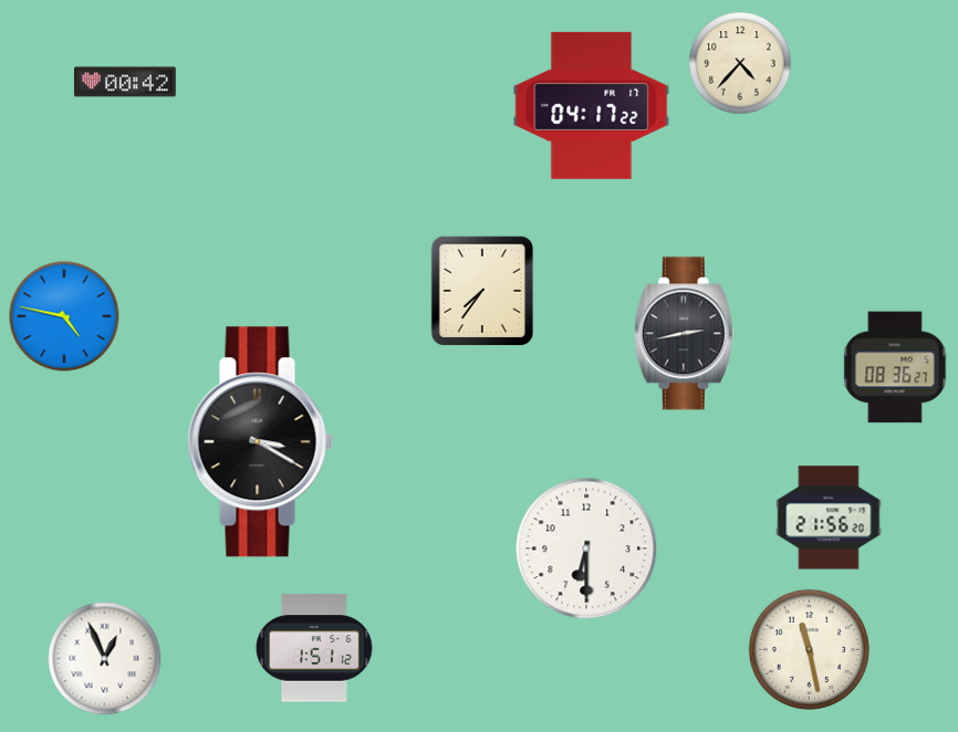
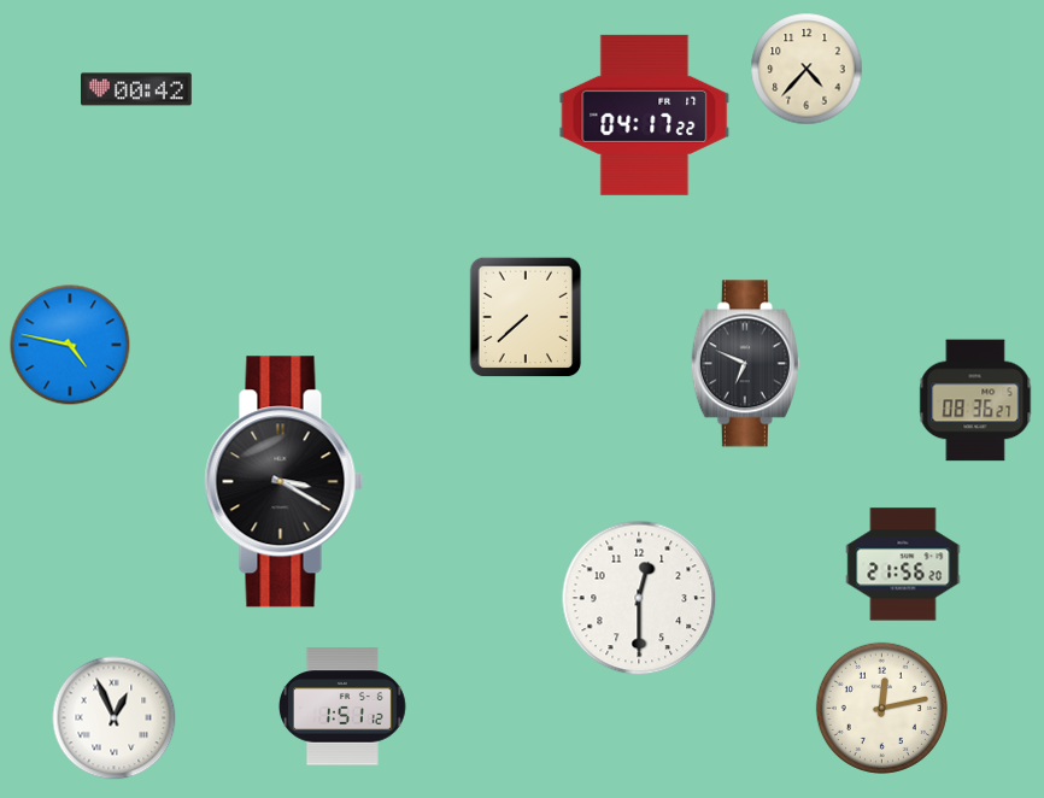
clock at (482, 291): 7:36 -> 7:38
clock at (684, 334): 2:43 -> 6:49
clock at (586, 548): 6:30 -> 12:30
clock at (809, 649): 11:28 -> 12:13
